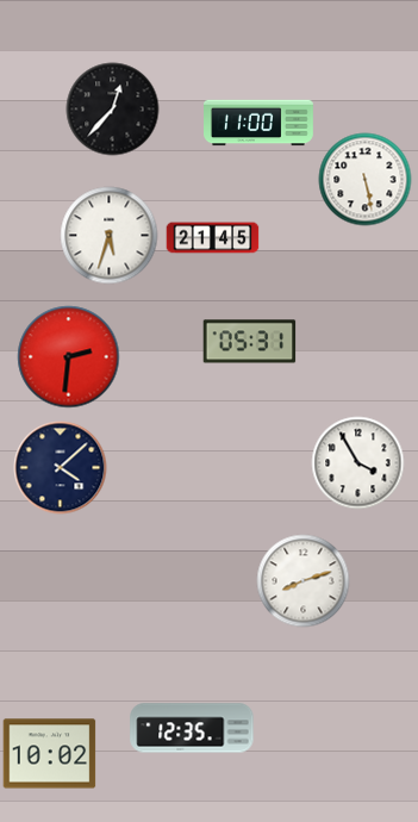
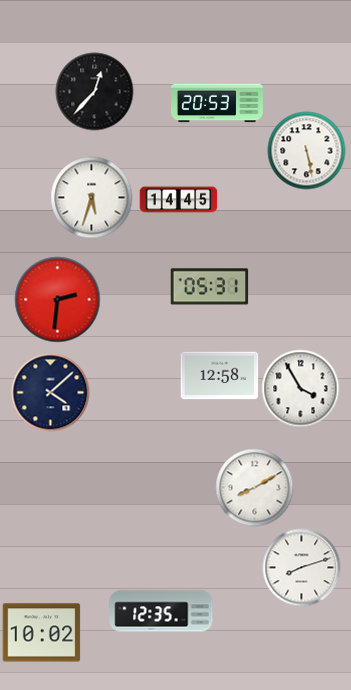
clock at (260, 123): 11:00 -> 20:53
clock at (212, 238): 21:45 -> 14:45
clock at (219, 376): none -> 12:58
clock at (302, 580): 8:12 -> 8:10
clock at (301, 567): none -> 8:12
